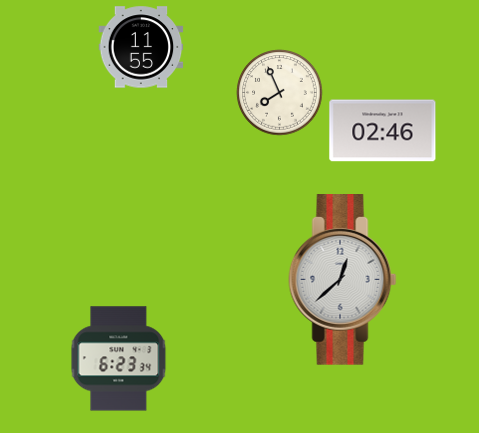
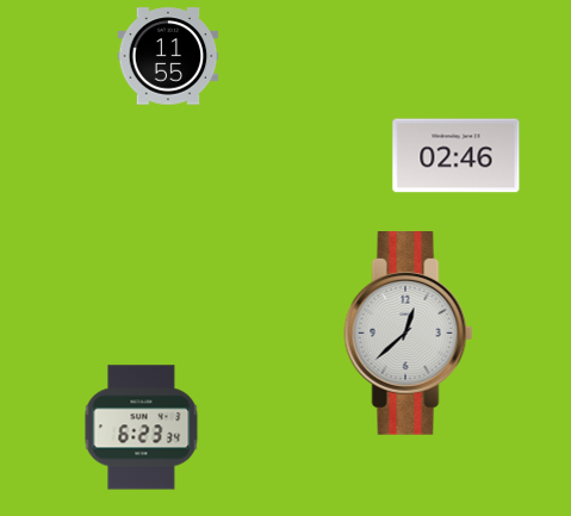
clock at (280, 93): 7:56 -> none
